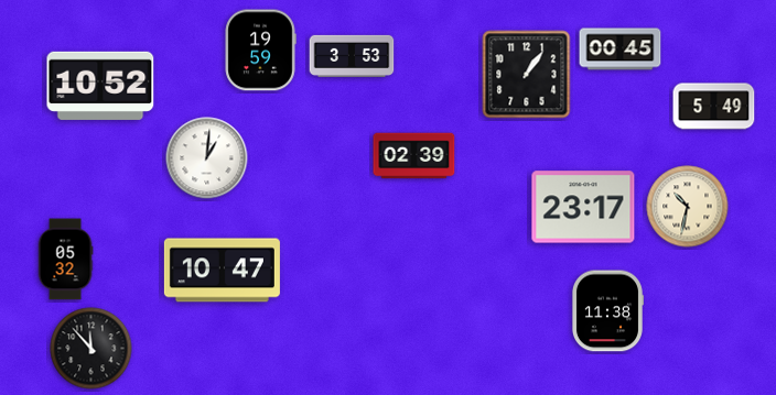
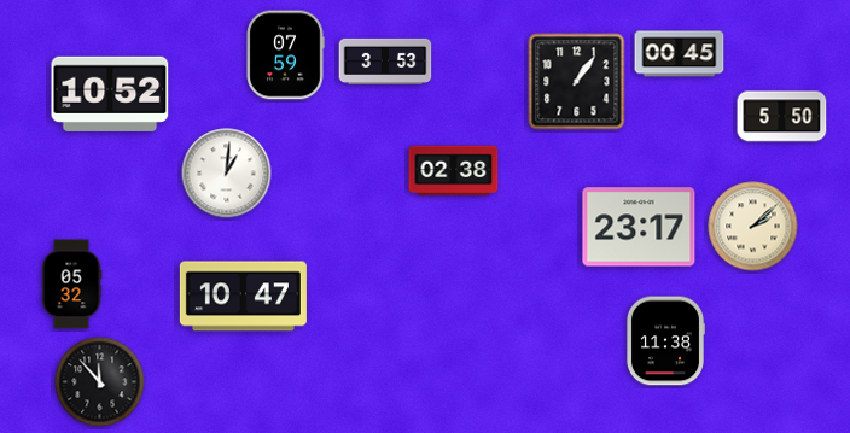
clock at (260, 51): 19:59 -> 07:59
clock at (714, 107): 5:49 -> 5:50
clock at (414, 156): 02:39 -> 02:38
clock at (688, 207): 10:32 -> 2:08
